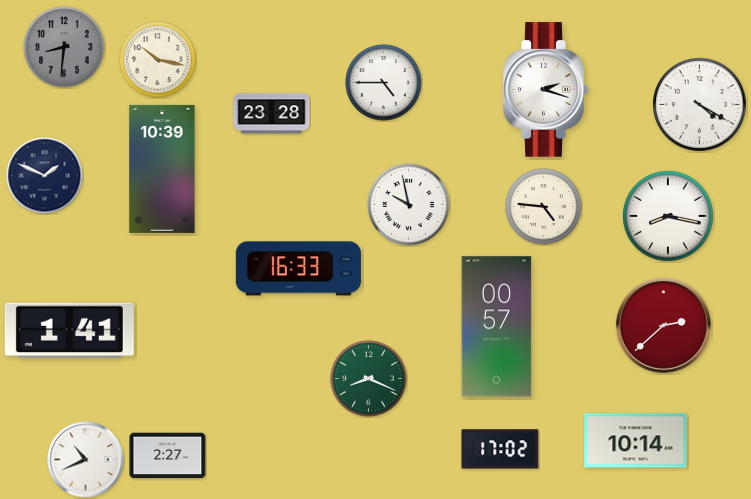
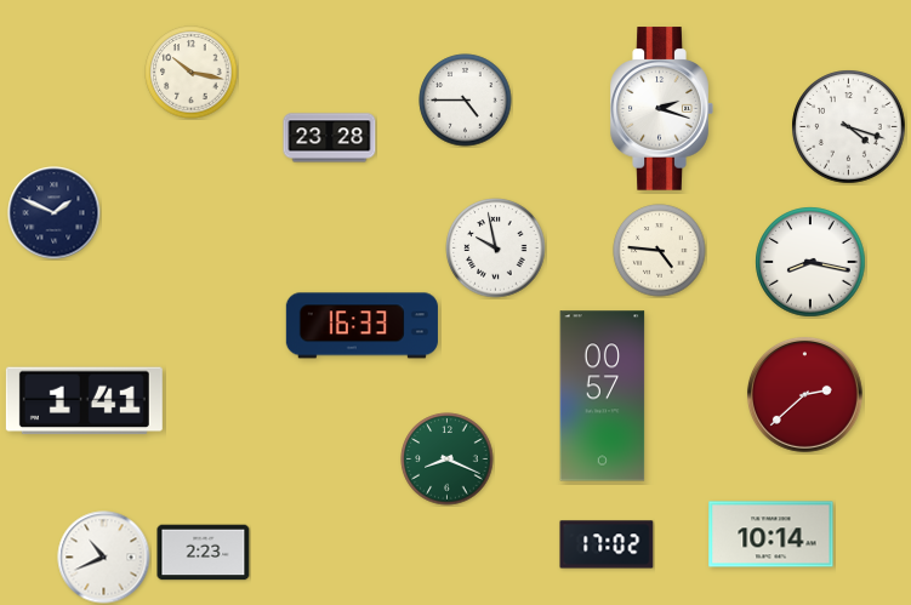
clock at (64, 47): 8:31 -> none
clock at (700, 105): 4:20 -> 4:18
clock at (162, 169): 10:39 -> none
clock at (168, 456): 2:27 -> 2:23
